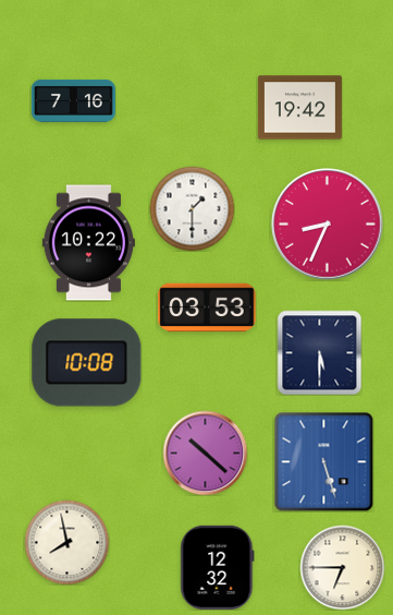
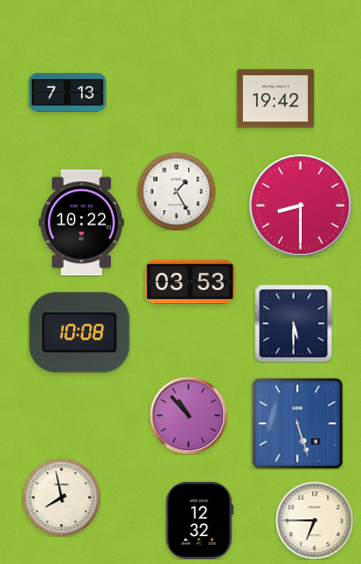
clock at (73, 100): 7:16 -> 7:13
clock at (192, 208): 1:30 -> 1:25
clock at (328, 225): 8:34 -> 8:30
clock at (205, 453): 10:22 -> 10:53
